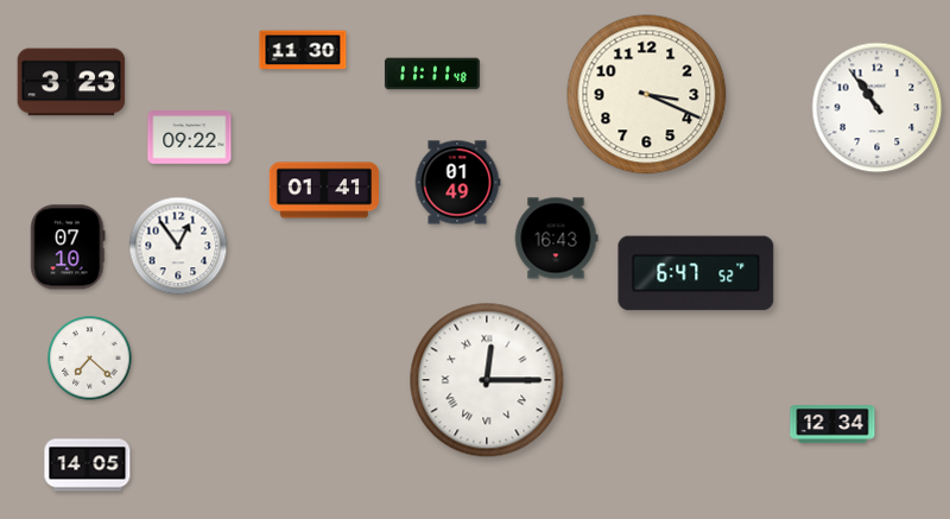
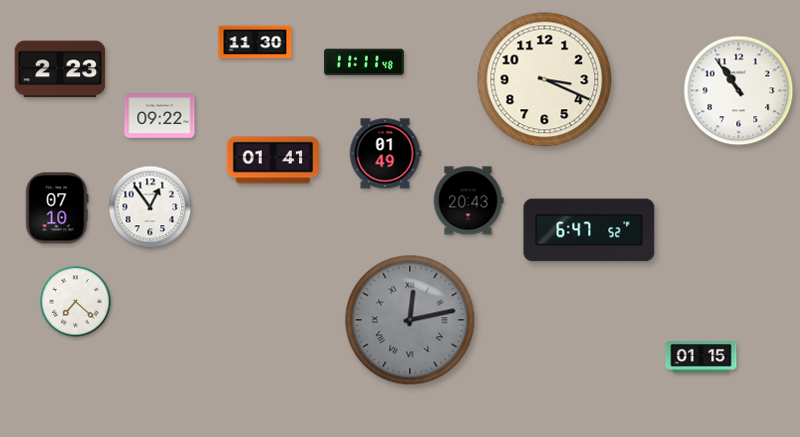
clock at (71, 82): 3:23 -> 2:23
clock at (556, 239): 16:43 -> 20:43
clock at (696, 273) position: (696, 273) -> (589, 230)
clock at (487, 380): 12:15 -> 12:13
clock at (487, 380) dial: white -> grey
clock at (832, 424): 12:34 -> 01:15
clock at (88, 466): 14:05 -> none
